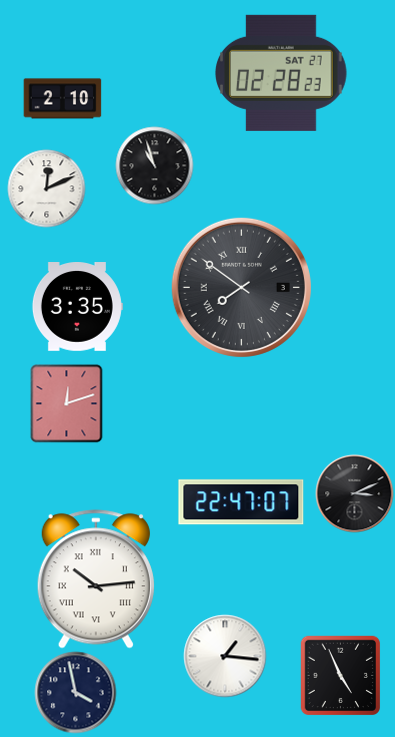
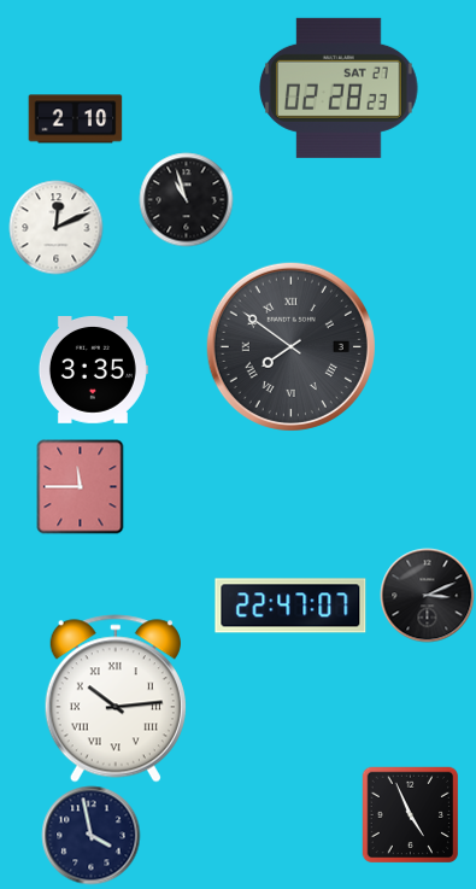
clock at (67, 403): 12:12 -> 11:45
clock at (225, 656): 1:16 -> none
